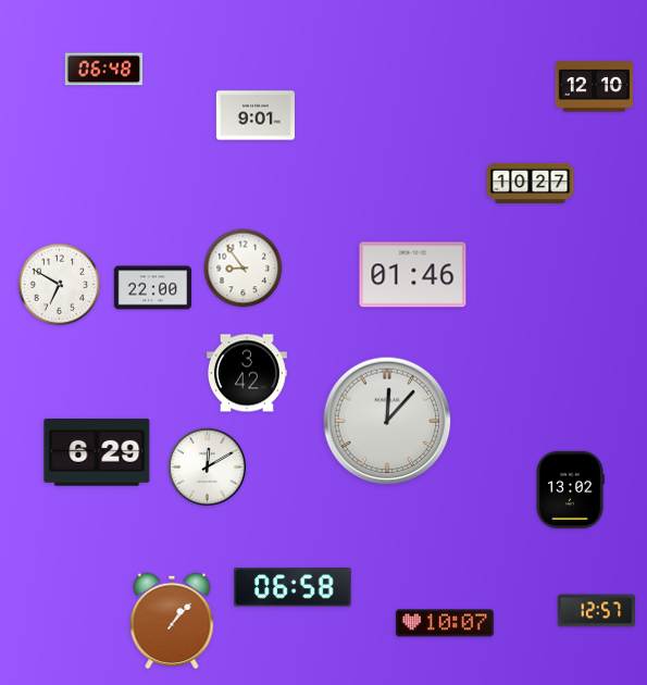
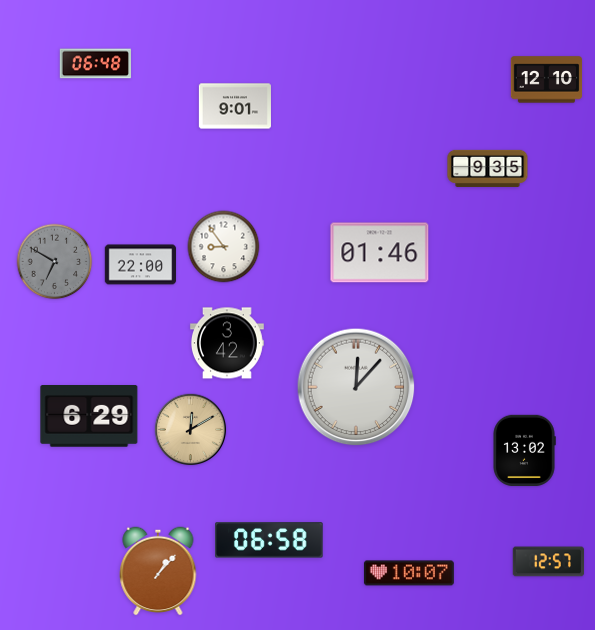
clock at (531, 183): 10:27 -> 9:35
clock at (60, 285) dial: white -> grey
clock at (208, 468) dial: white -> champagne
